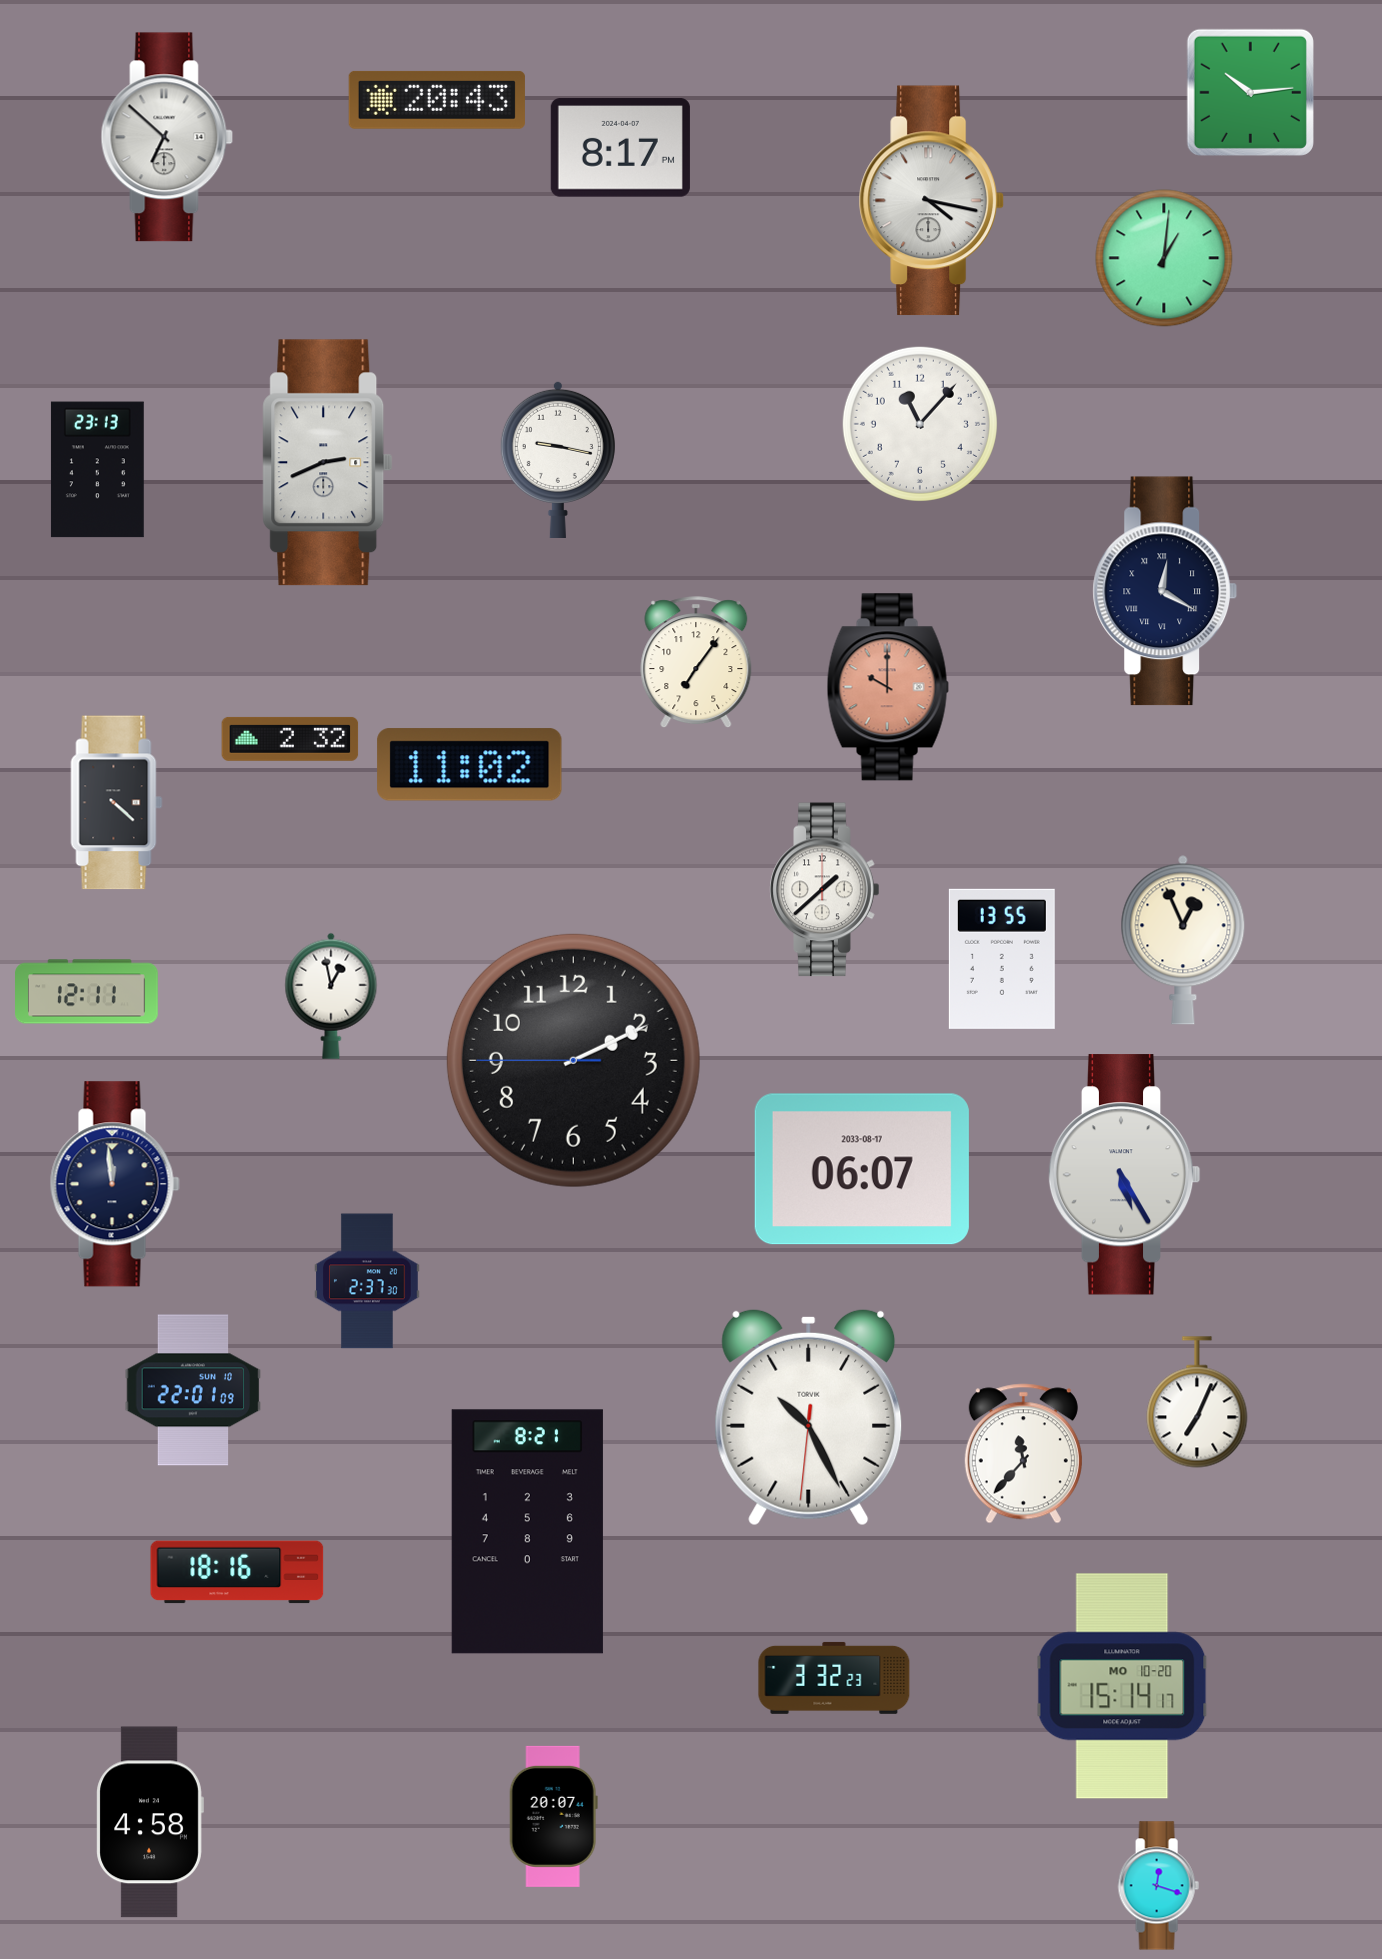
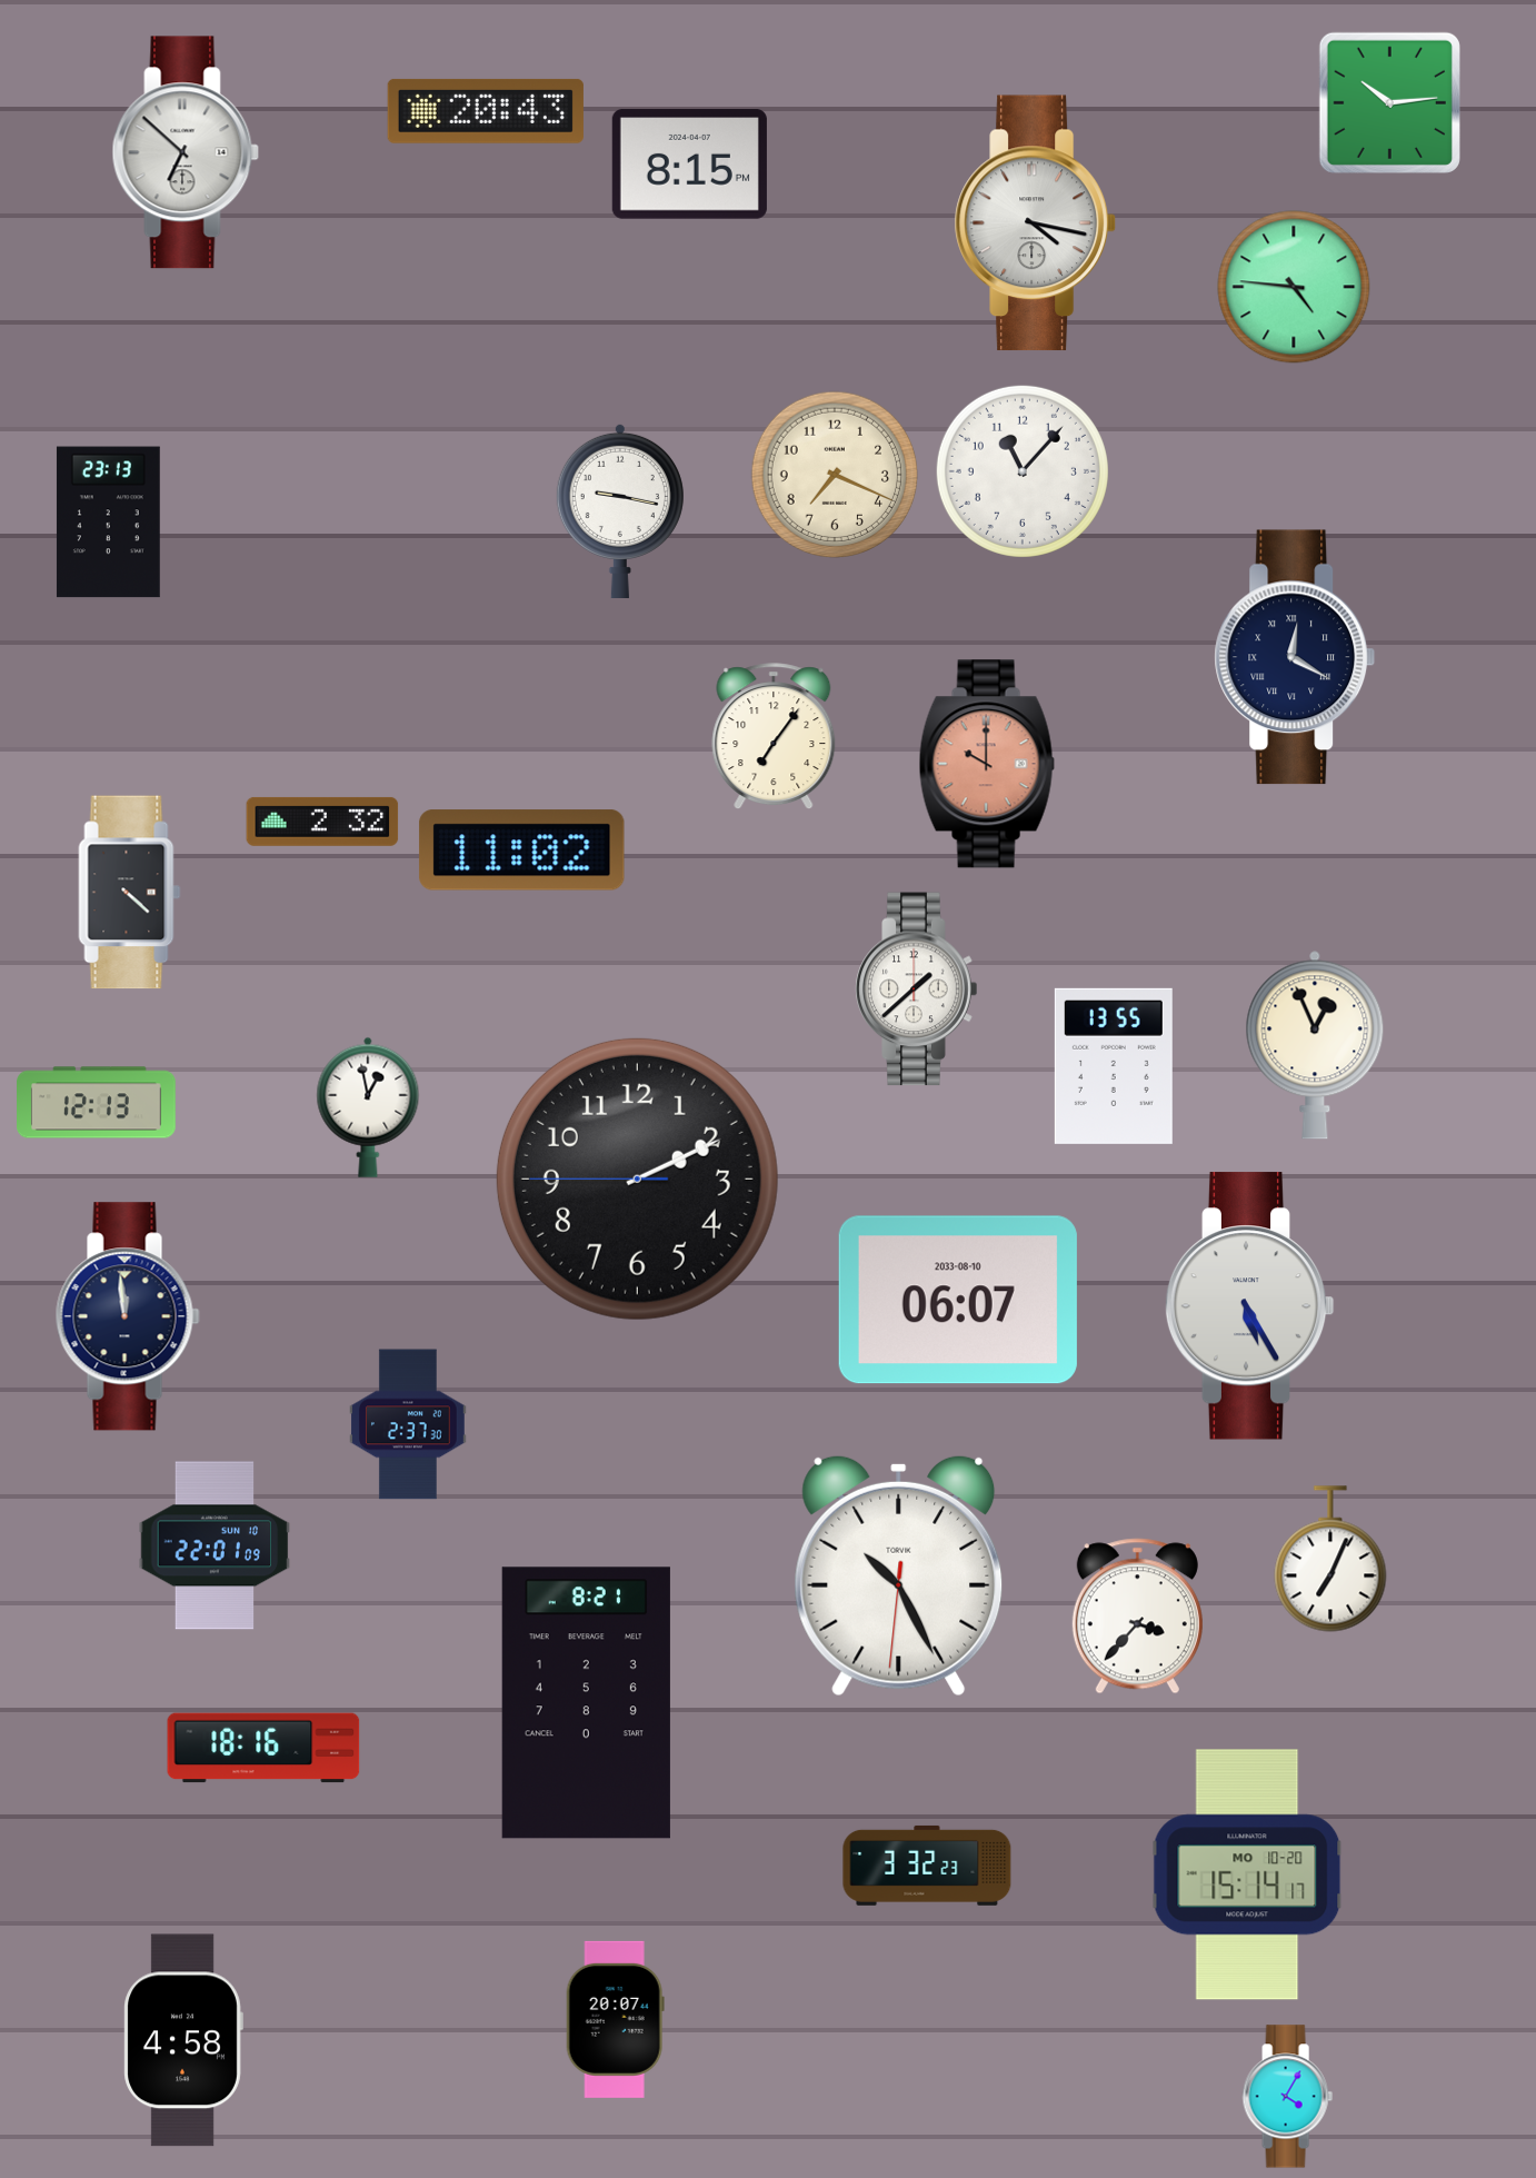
clock at (620, 148): 8:17 -> 8:15
clock at (1164, 258): 1:01 -> 4:46
clock at (835, 475): none -> 7:19
clock at (328, 463): 2:41 -> none
clock at (87, 992): 12:11 -> 12:13
clock at (862, 1169) date: 2033-08-17 -> 2033-08-10
clock at (1023, 1454): 11:37 -> 3:37
clock at (150, 1822) position: (150, 1822) -> (183, 2040)
clock at (1158, 1886): 12:18 -> 4:05
